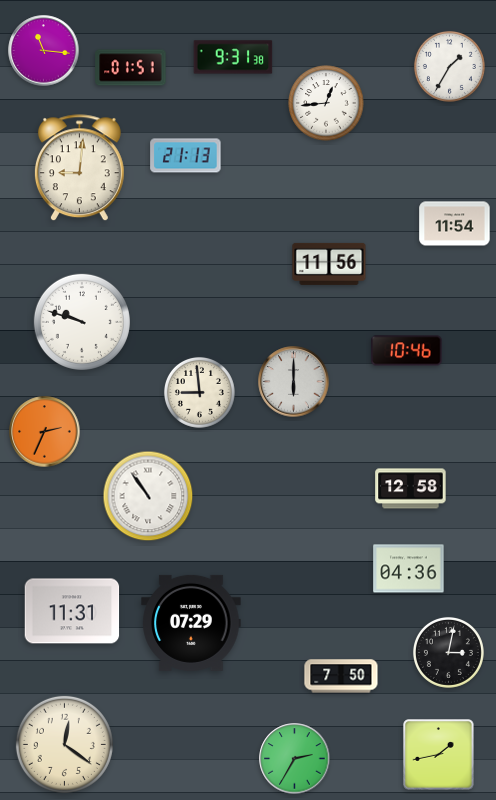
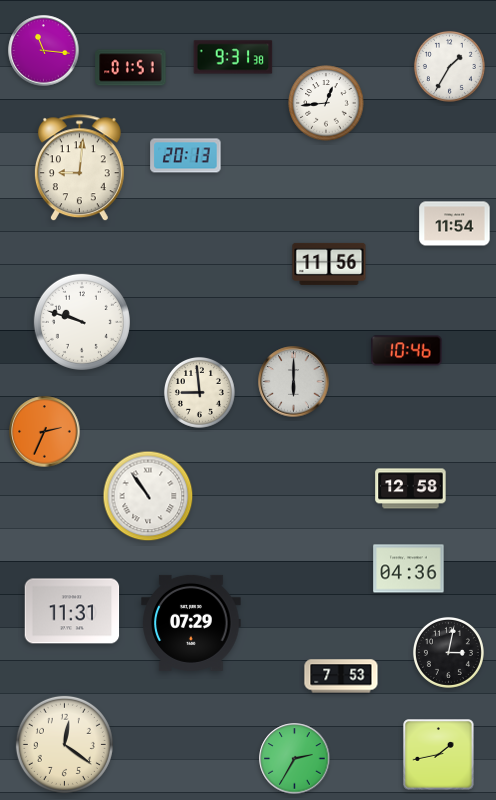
clock at (186, 156): 21:13 -> 20:13
clock at (341, 676): 7:50 -> 7:53
